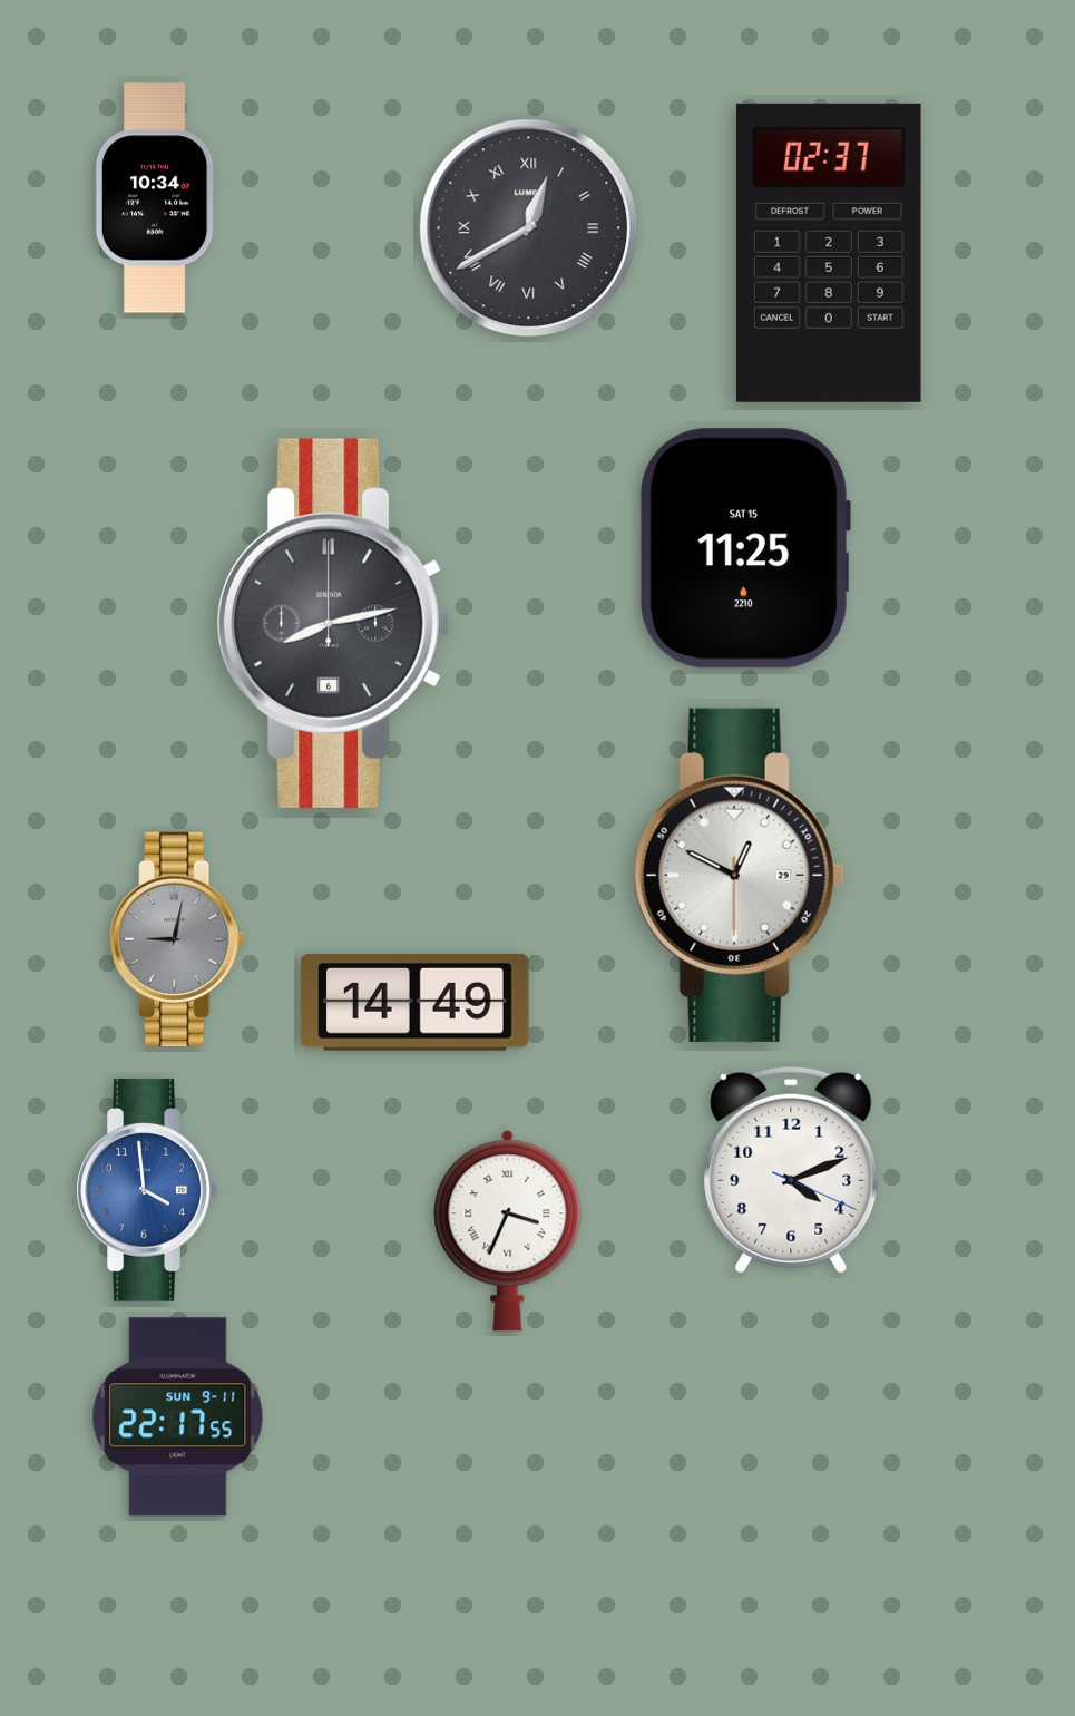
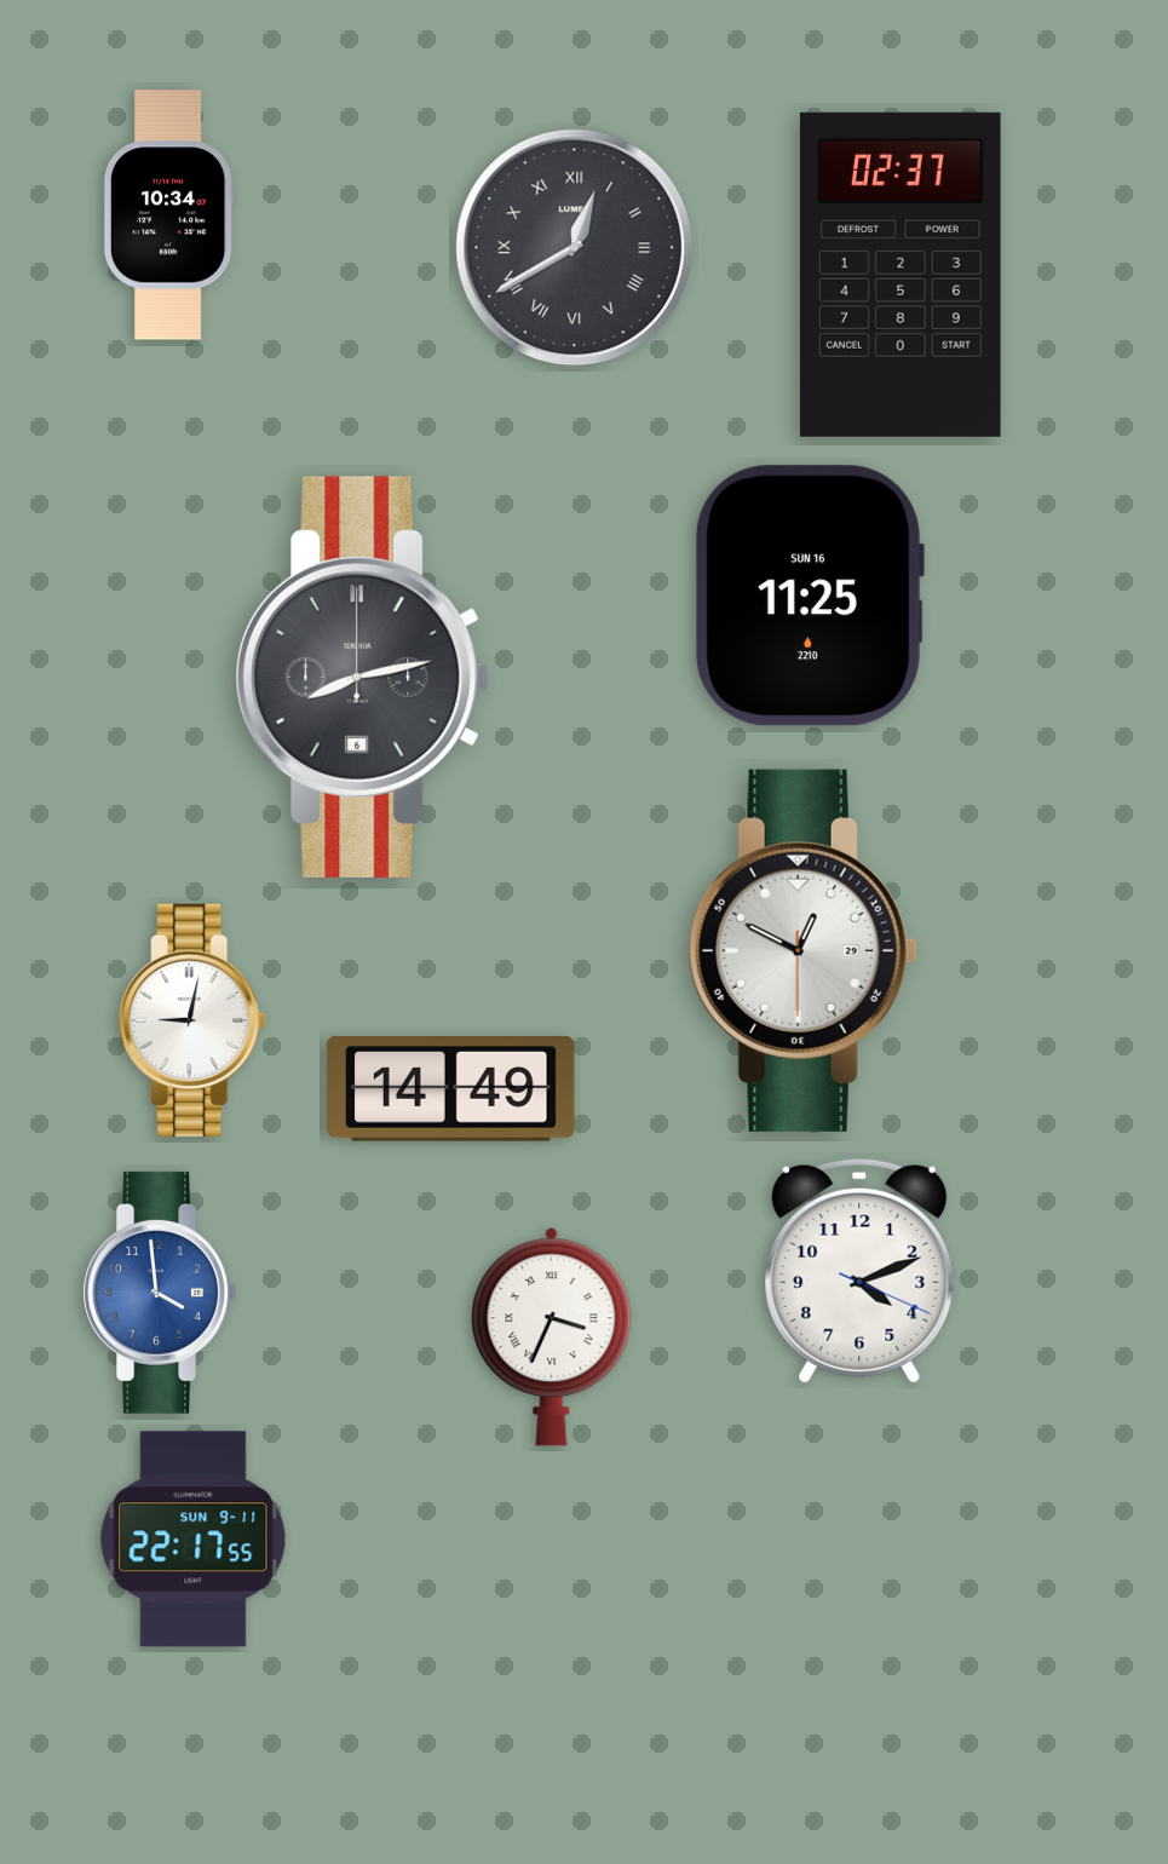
clock at (744, 548) date: SAT 15 -> SUN 16
clock at (177, 939) dial: grey -> white
